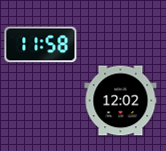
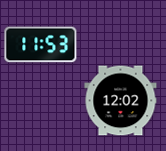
clock at (41, 45): 11:58 -> 11:53
